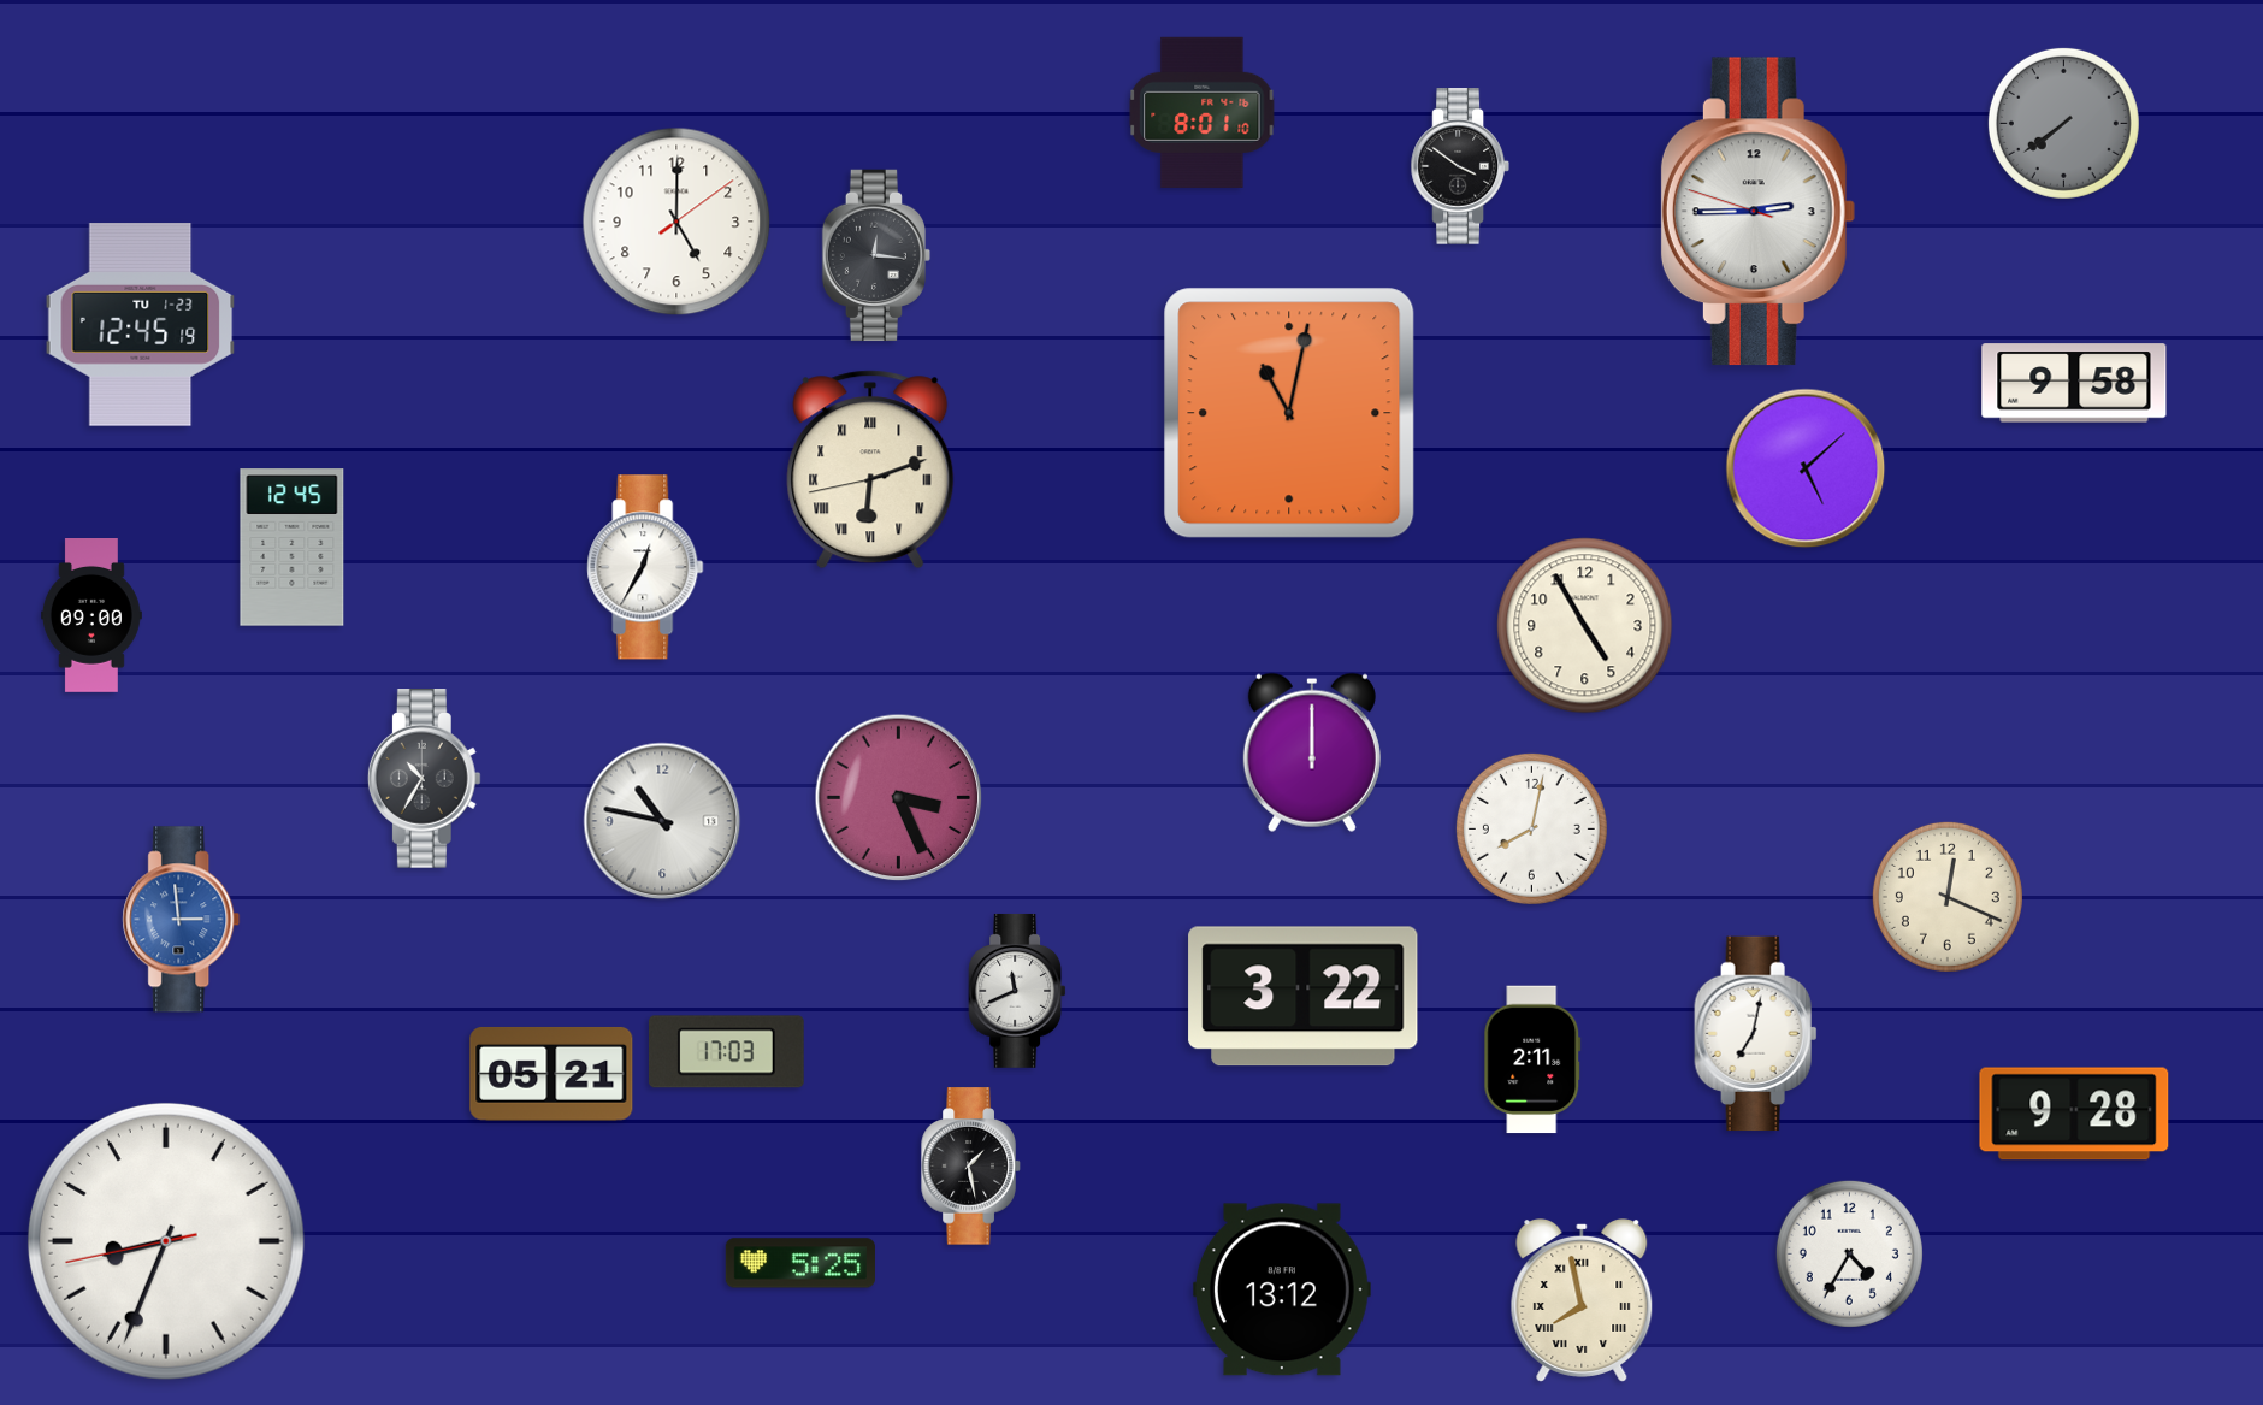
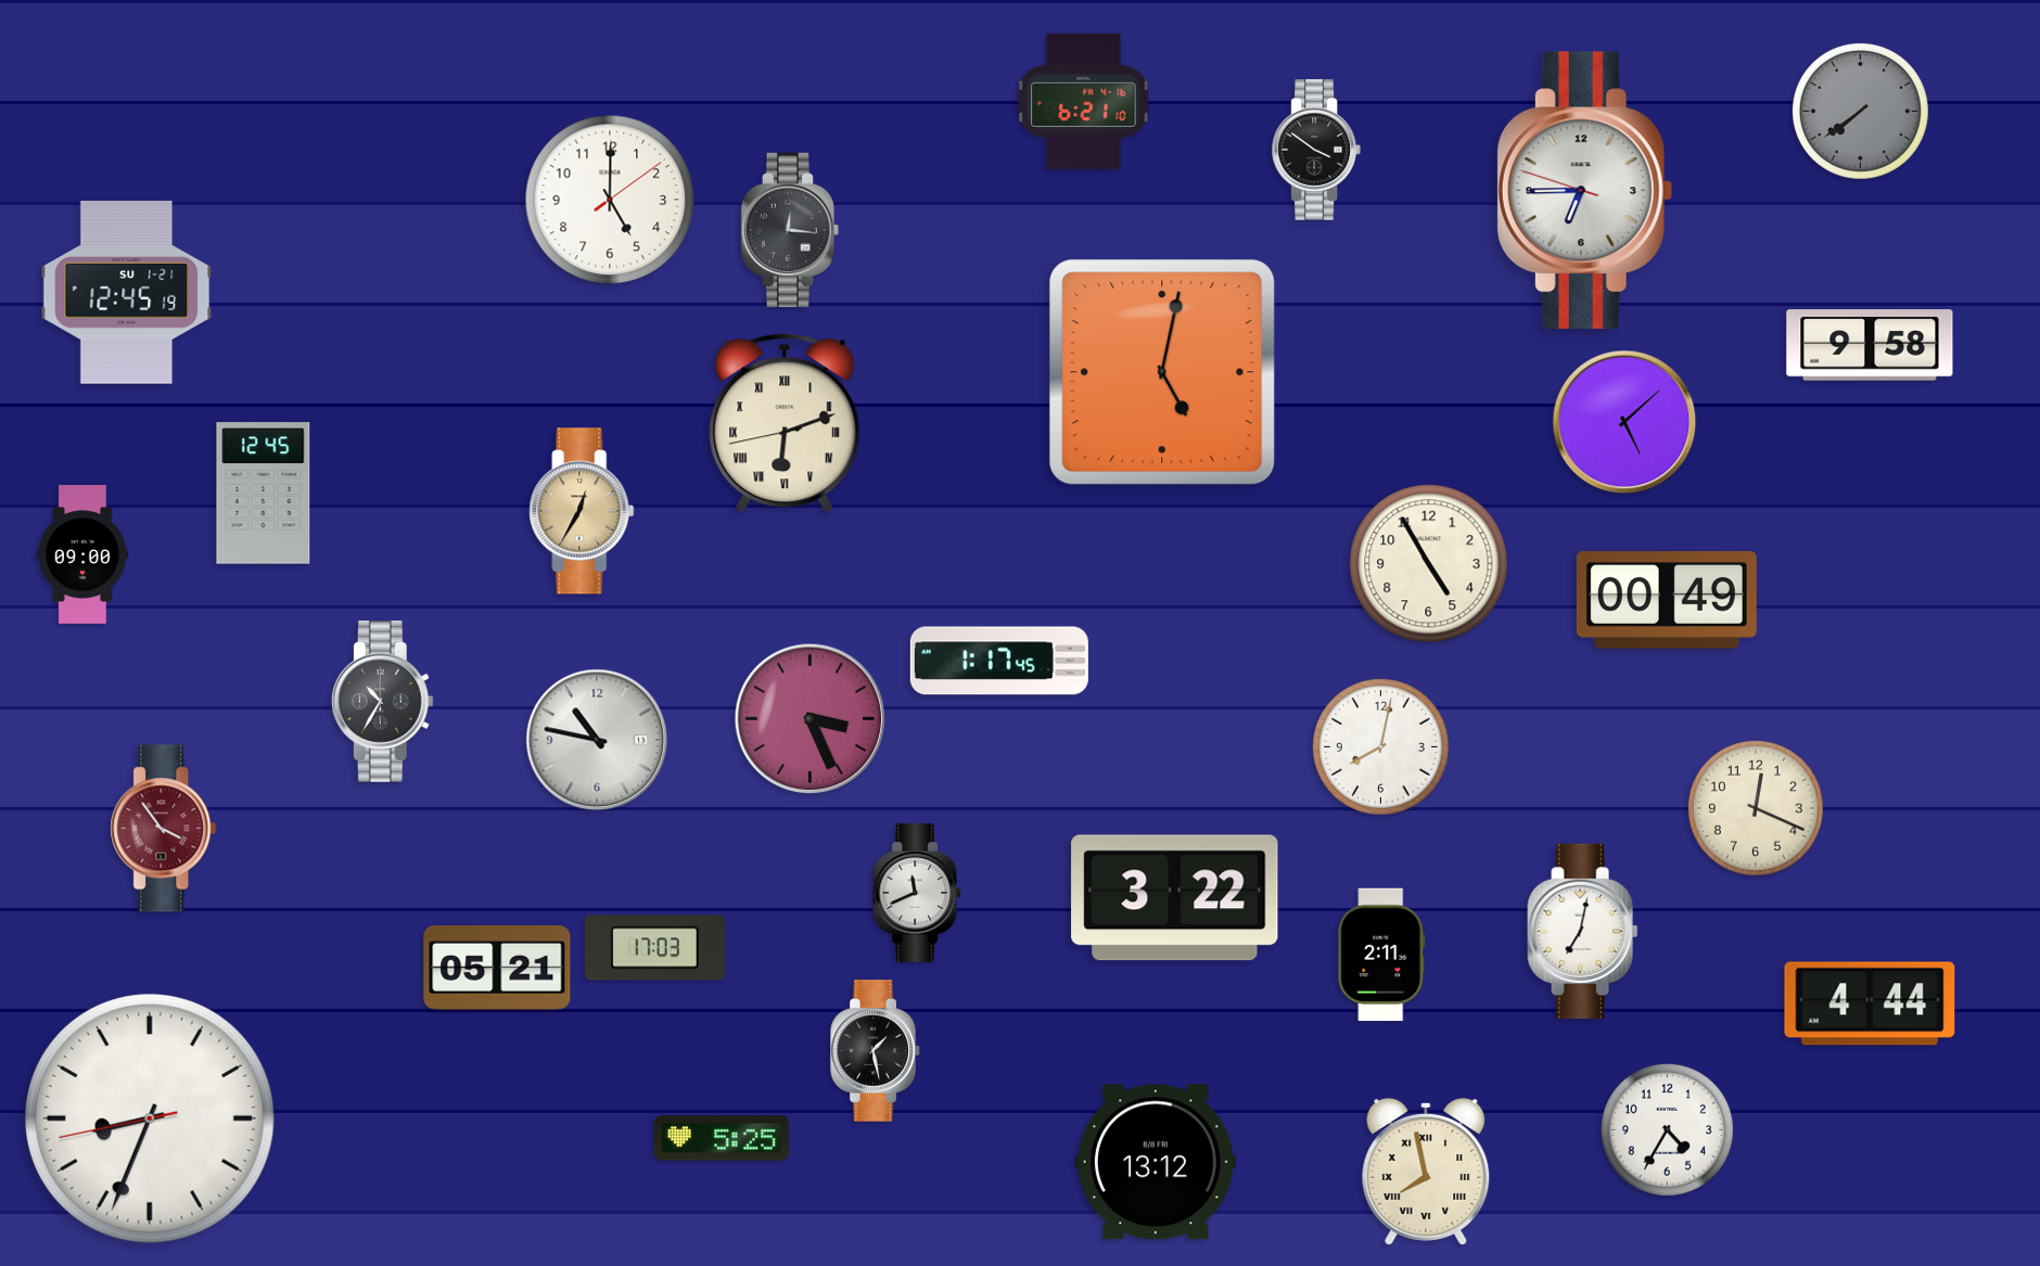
clock at (1203, 112): 8:01 -> 6:21
clock at (1757, 212): 2:44 -> 6:44
clock at (141, 325) date: TU 1-23 -> SU 1-21
clock at (1289, 413): 11:02 -> 5:02
clock at (1806, 468) position: (1806, 468) -> (1624, 422)
clock at (645, 567) dial: white -> champagne
clock at (1667, 600): none -> 00:49
clock at (999, 661): none -> 1:17
clock at (1312, 752): 12:00 -> none
clock at (182, 920): 2:59 -> 3:54
clock at (182, 920) dial: blue -> burgundy
clock at (2074, 1114): 9:28 -> 4:44
